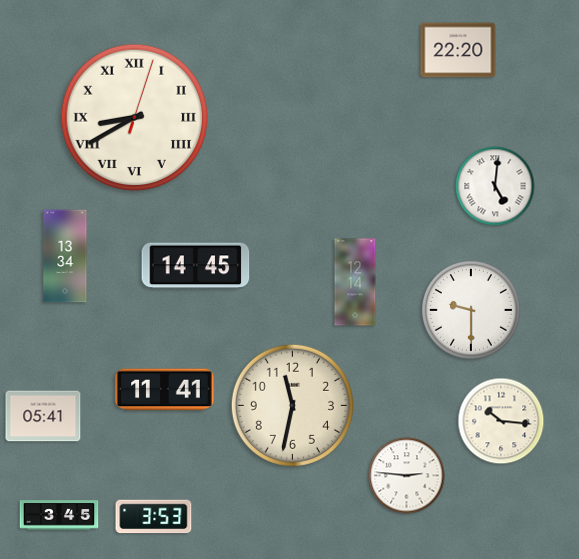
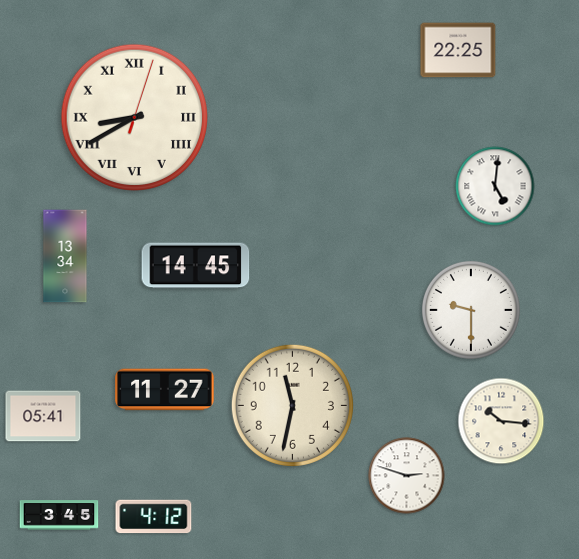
clock at (458, 50): 22:20 -> 22:25
clock at (355, 282): 12:14 -> none
clock at (165, 390): 11:41 -> 11:27
clock at (407, 476): 2:46 -> 2:48
clock at (154, 517): 3:53 -> 4:12
